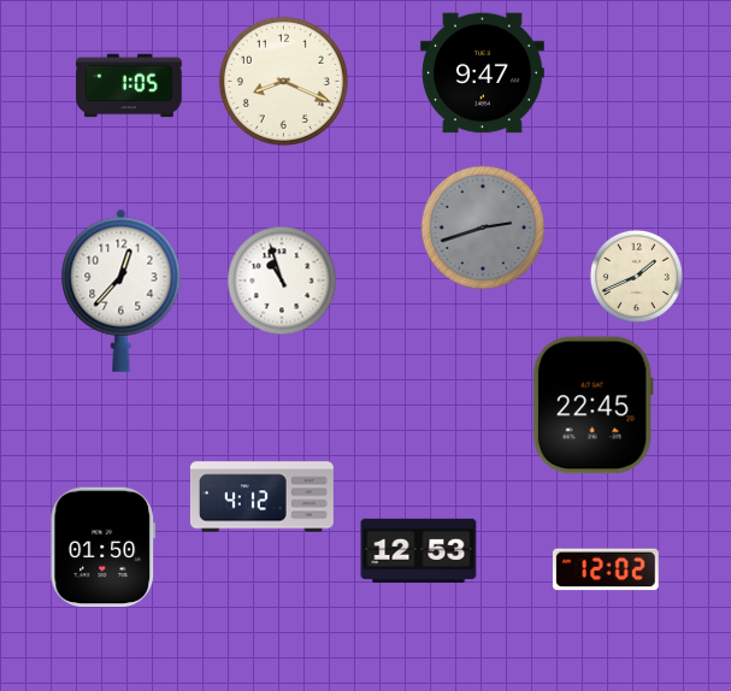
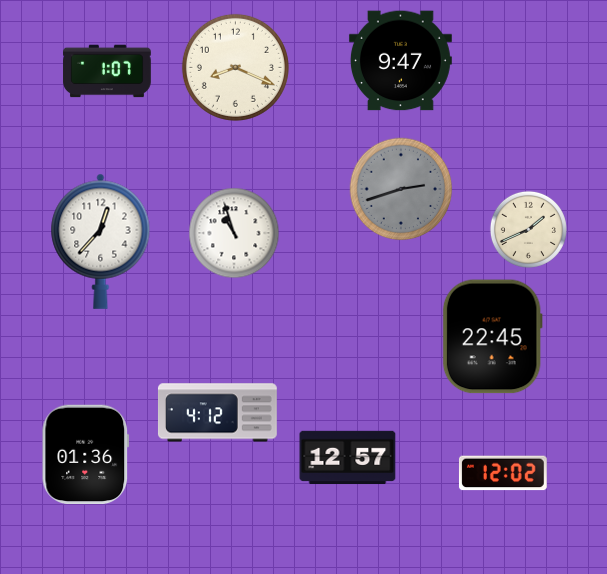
clock at (129, 85): 1:05 -> 1:07
clock at (104, 548): 01:50 -> 01:36
clock at (419, 551): 12:53 -> 12:57
